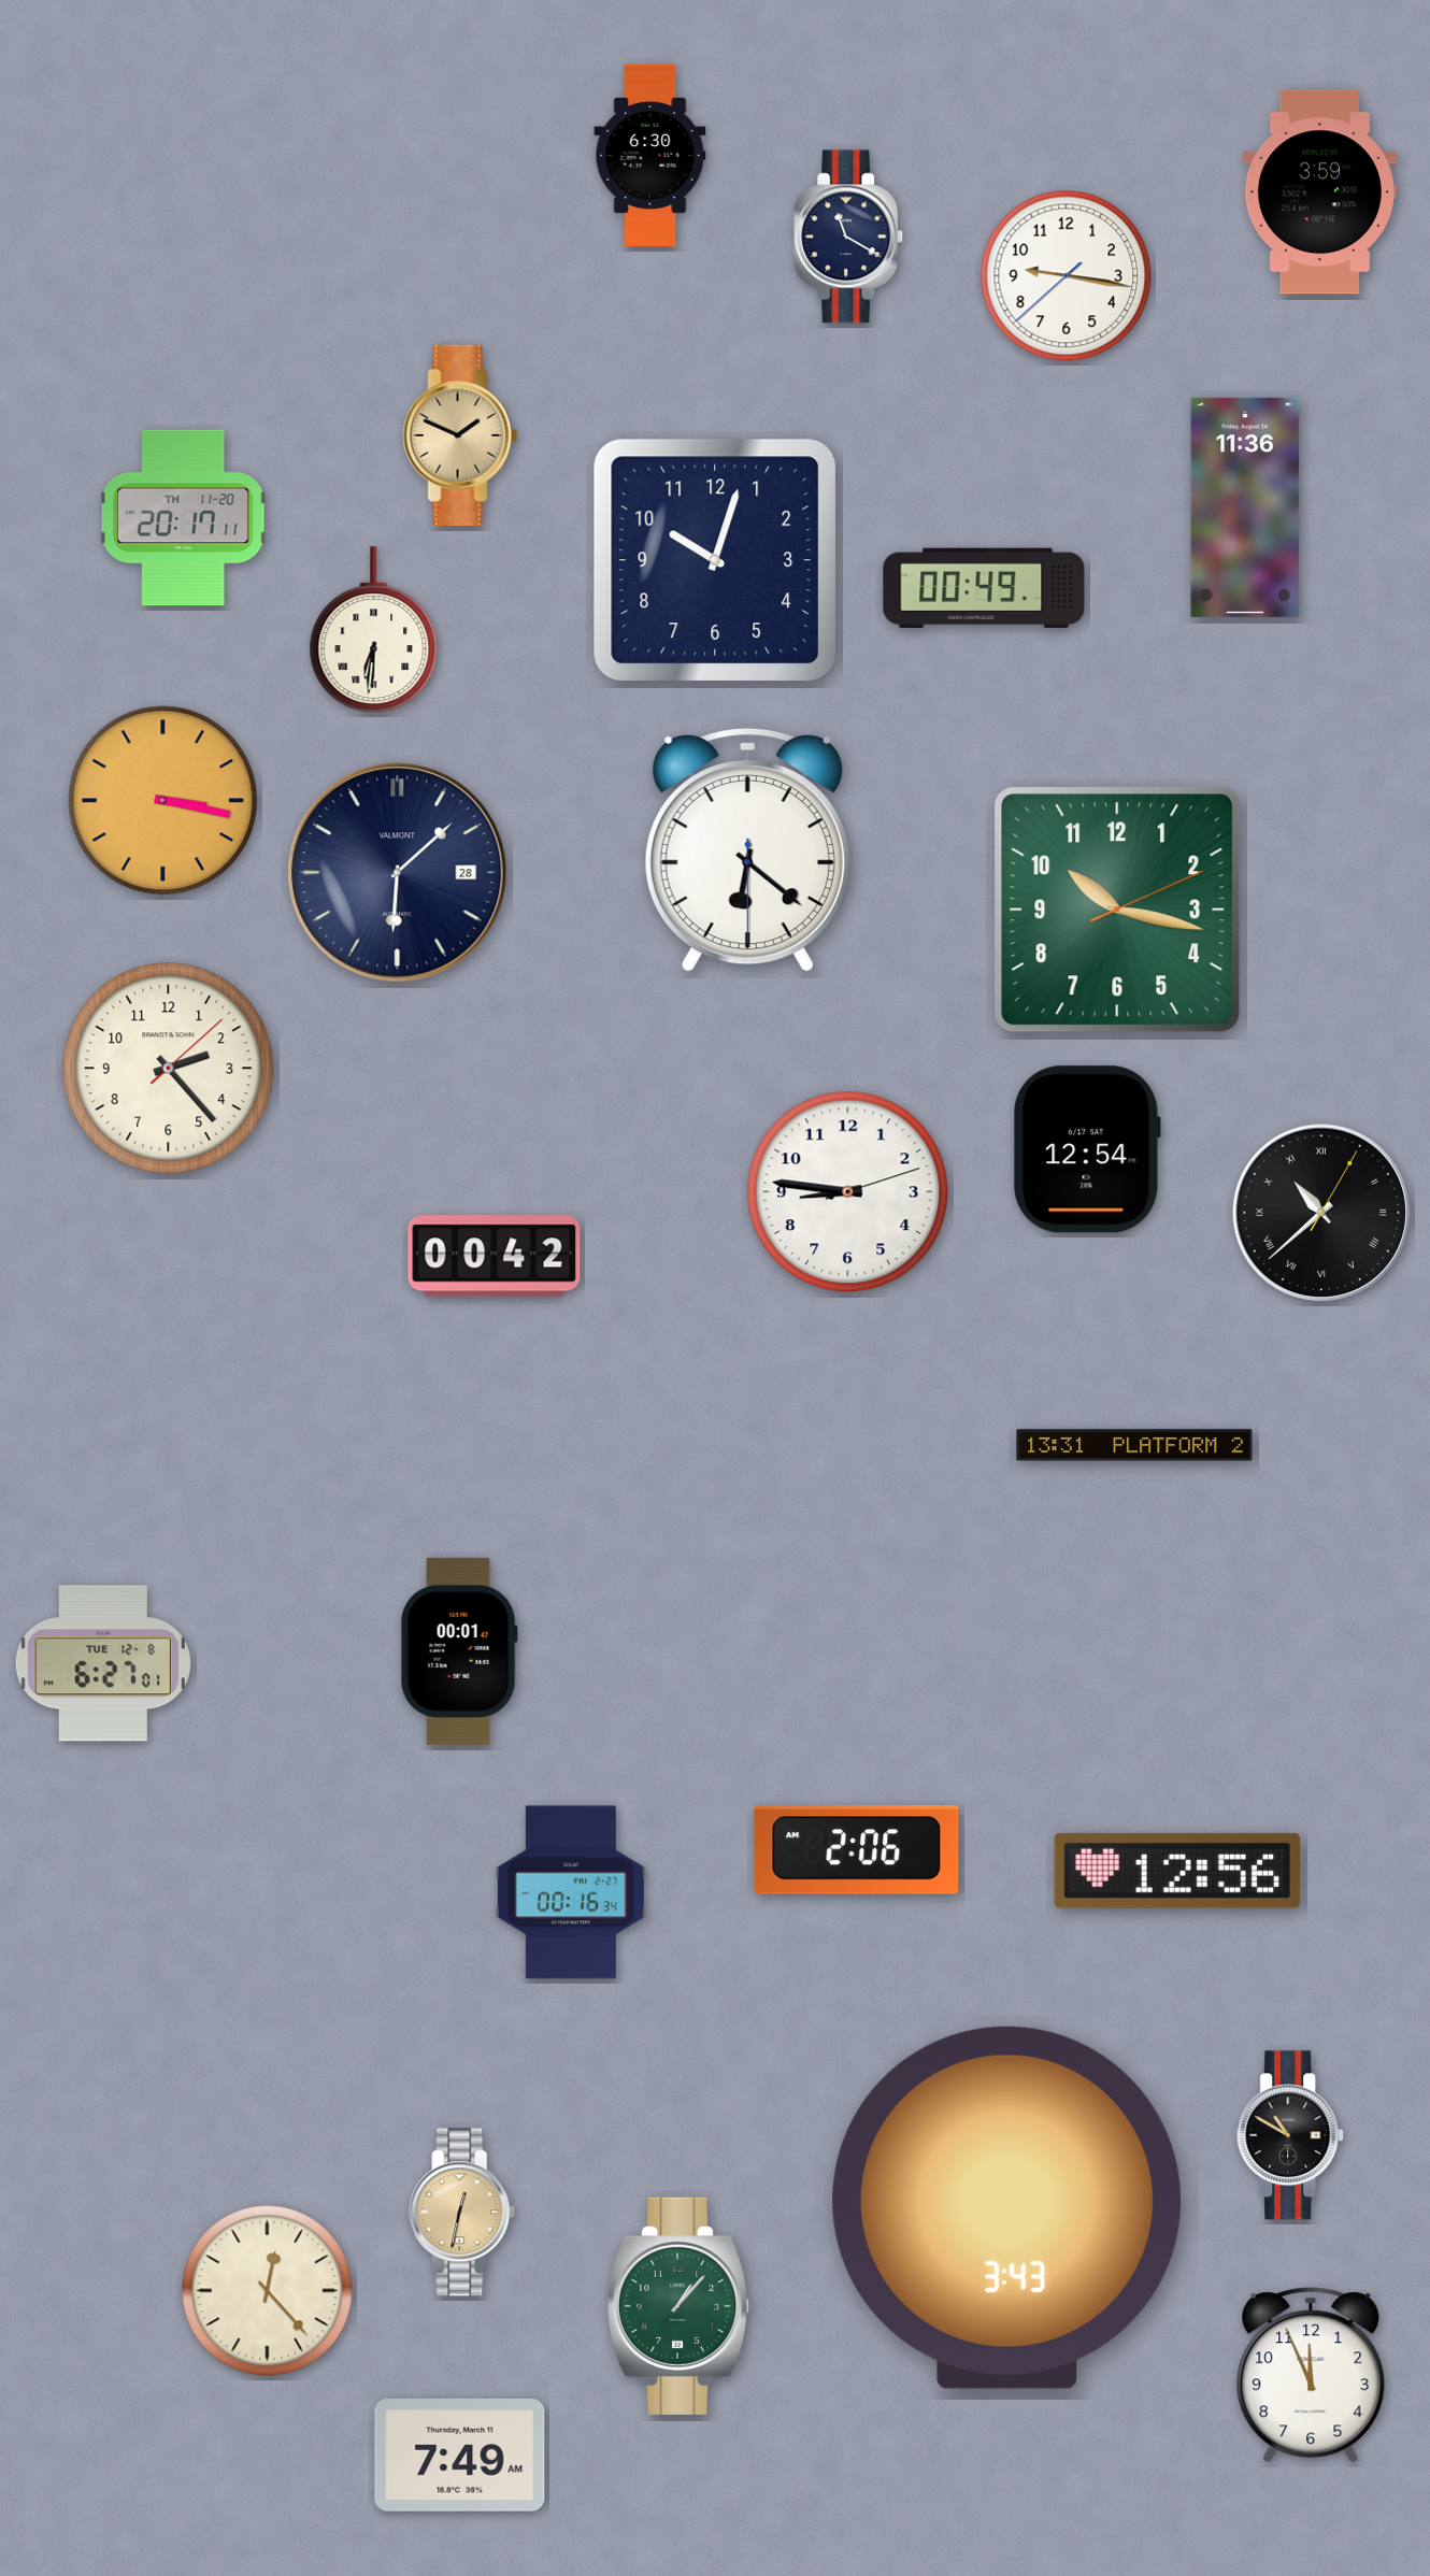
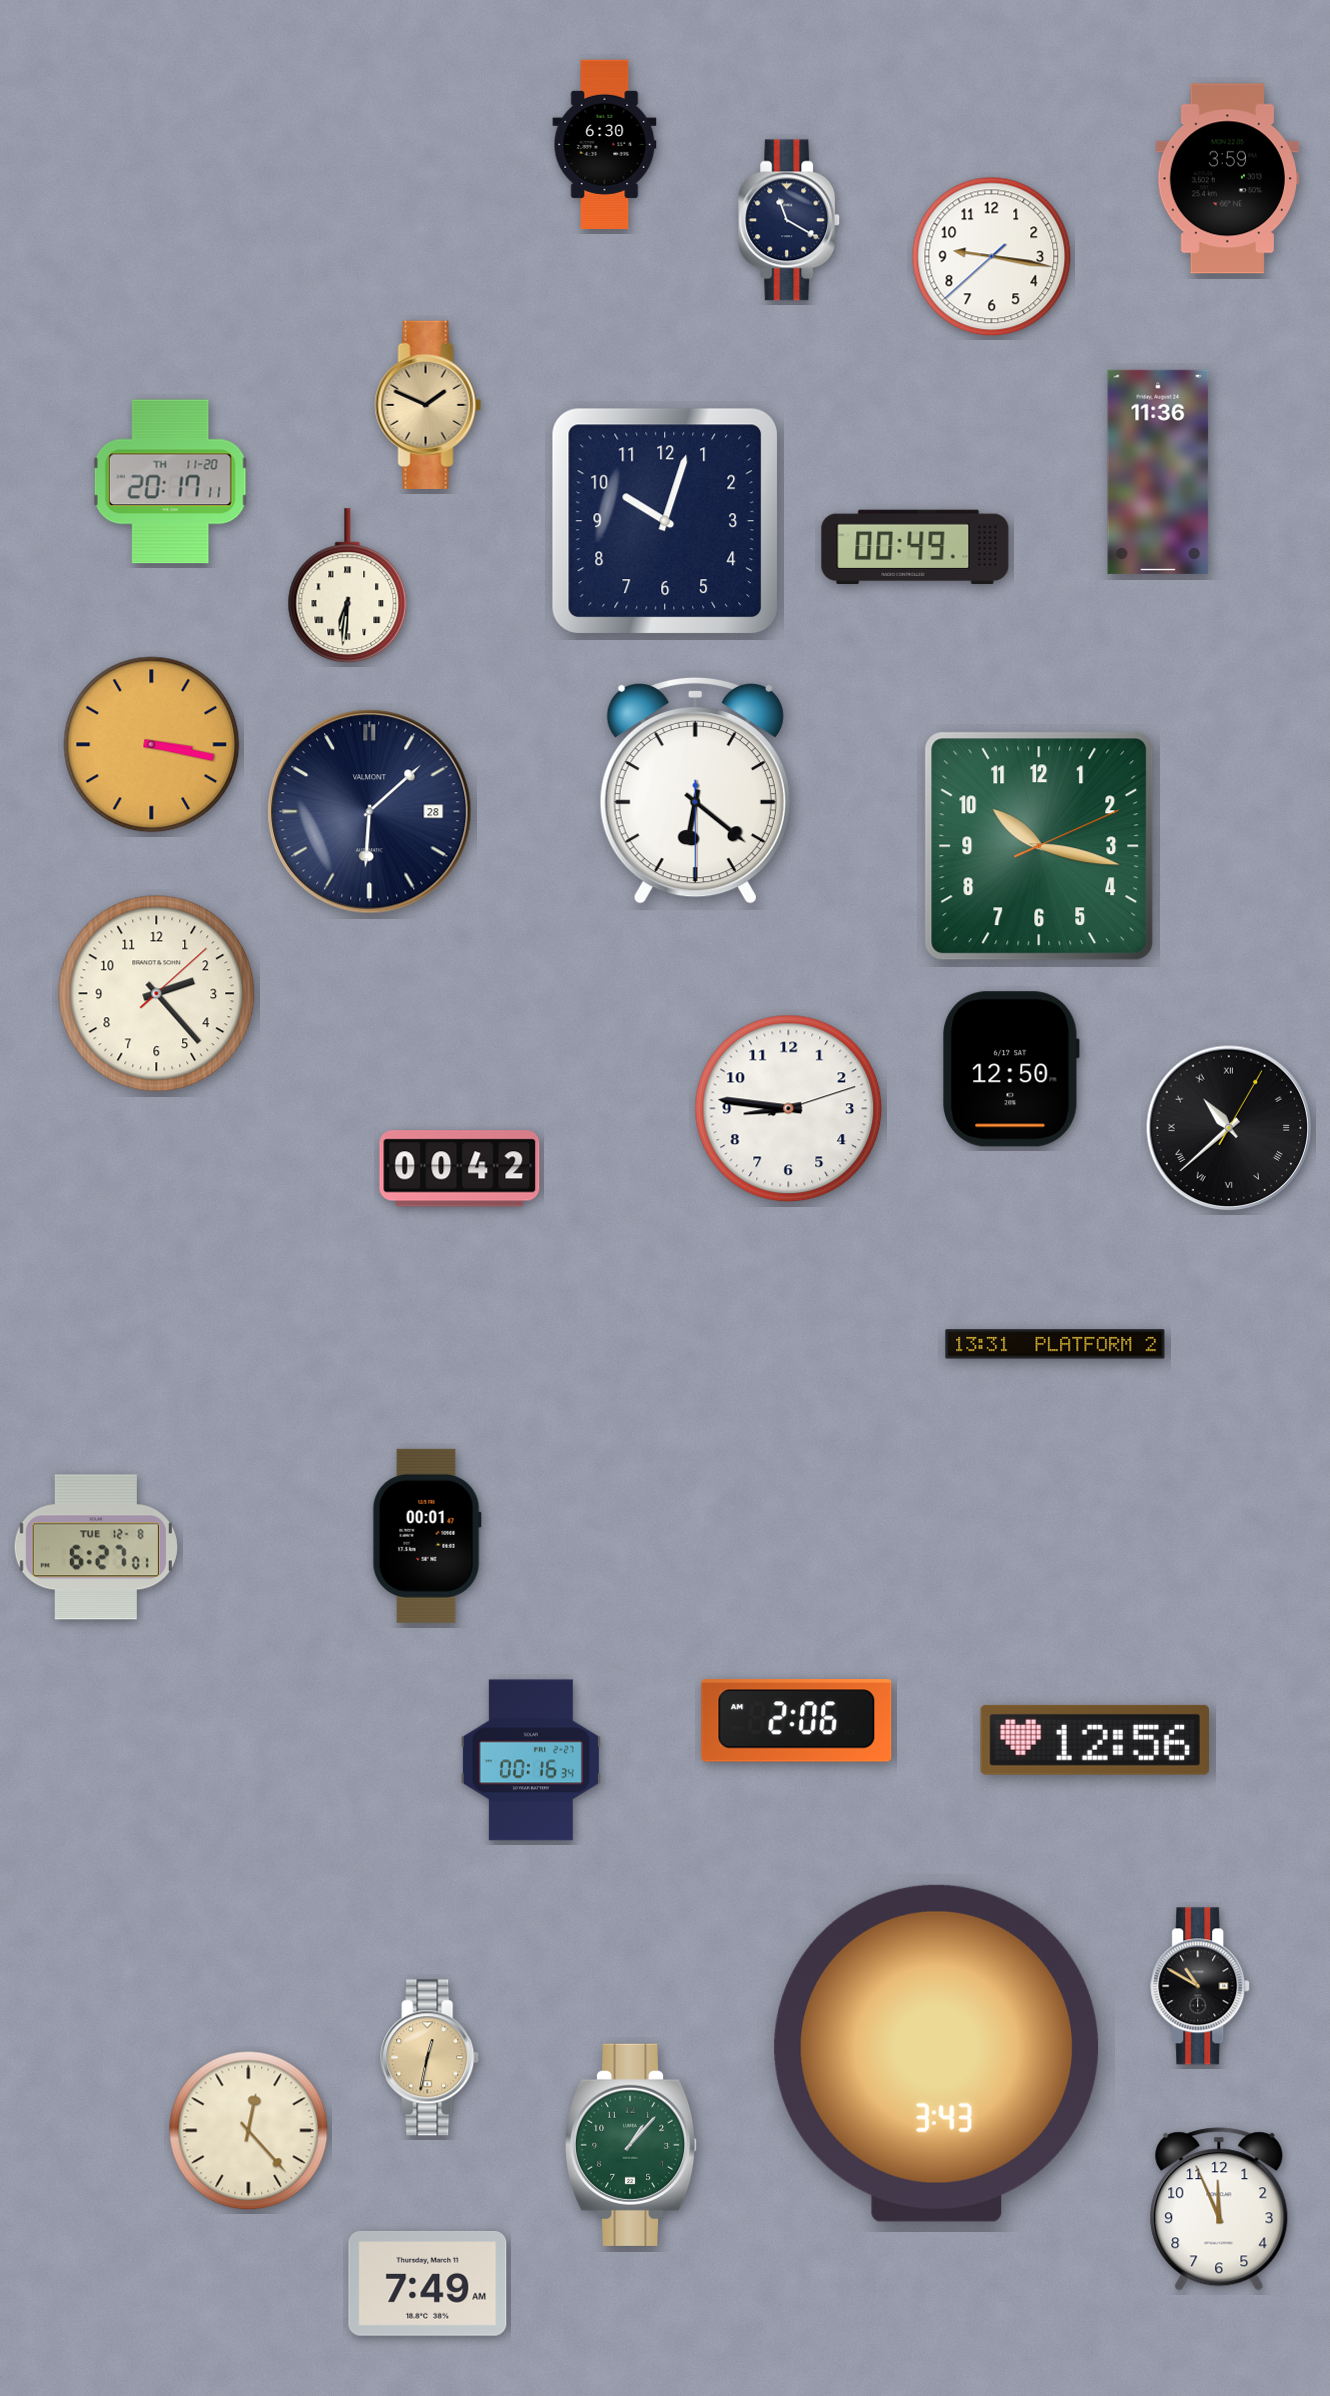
clock at (1087, 1149): 12:54 -> 12:50
